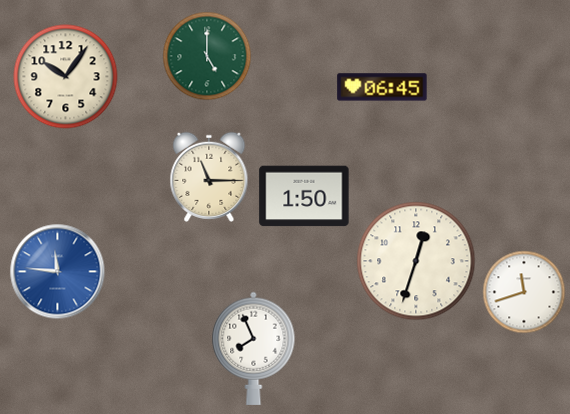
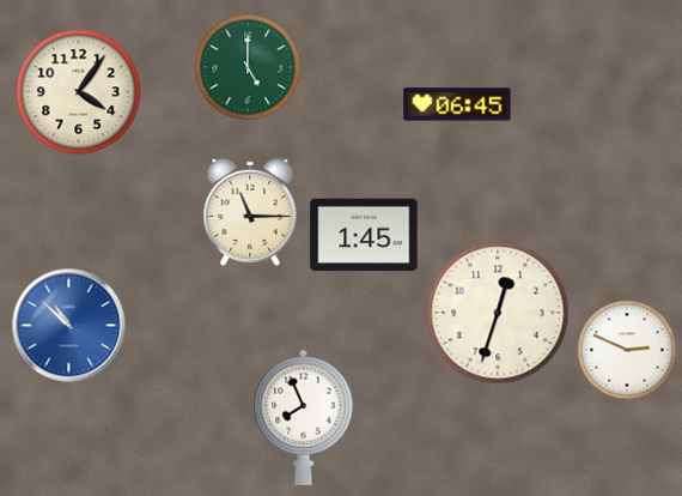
clock at (66, 77): 10:06 -> 4:06
clock at (304, 196): 1:50 -> 1:45
clock at (58, 272): 11:46 -> 10:52
clock at (524, 292): 11:42 -> 2:49
